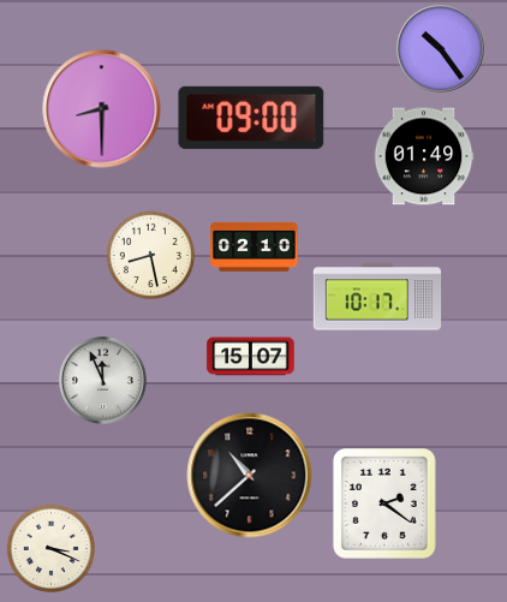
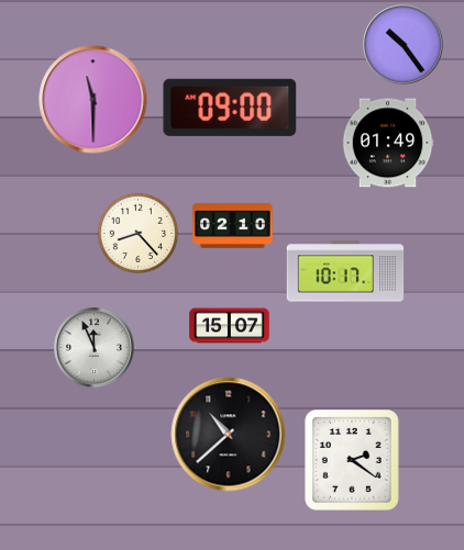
clock at (102, 109): 8:30 -> 11:30
clock at (150, 255): 8:28 -> 8:23
clock at (50, 548): 3:19 -> none
